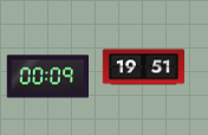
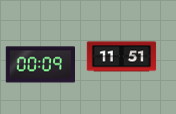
clock at (144, 67): 19:51 -> 11:51
